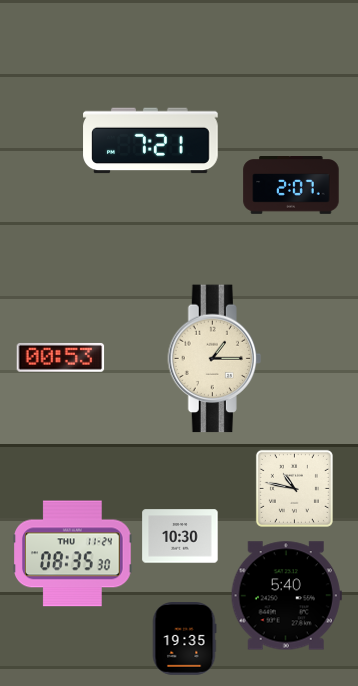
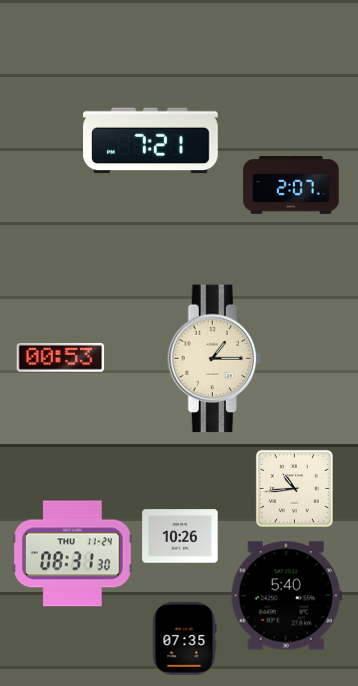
clock at (294, 488): 10:47 -> 10:44
clock at (180, 536): 10:30 -> 10:26
clock at (73, 554): 08:35 -> 08:31
clock at (184, 639): 19:35 -> 07:35
